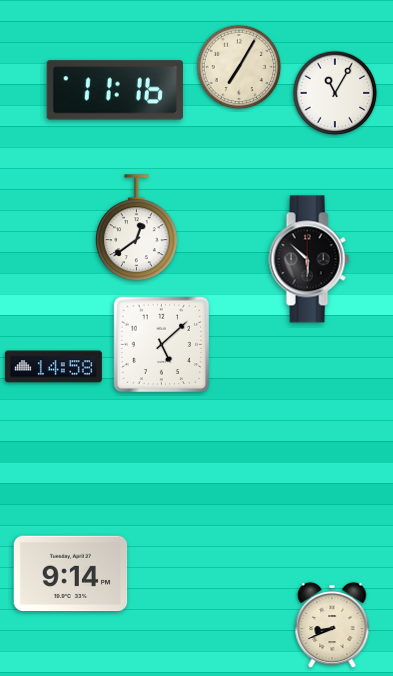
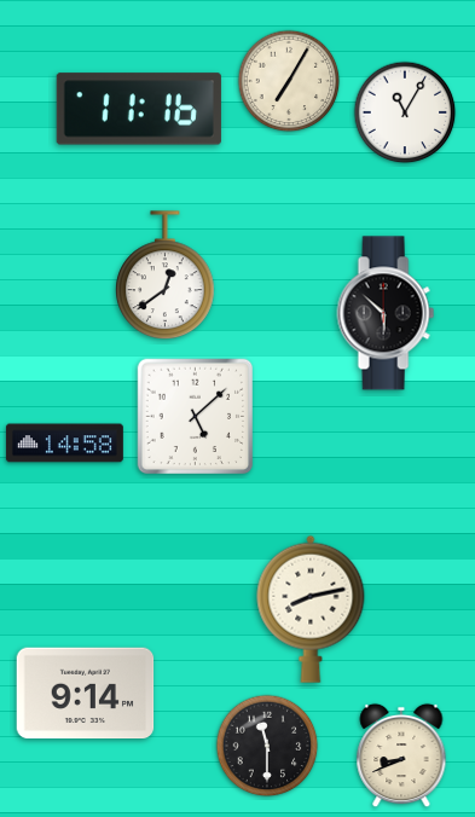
clock at (309, 259) position: (309, 259) -> (386, 313)
clock at (311, 609): none -> 8:13
clock at (267, 746): none -> 11:30
